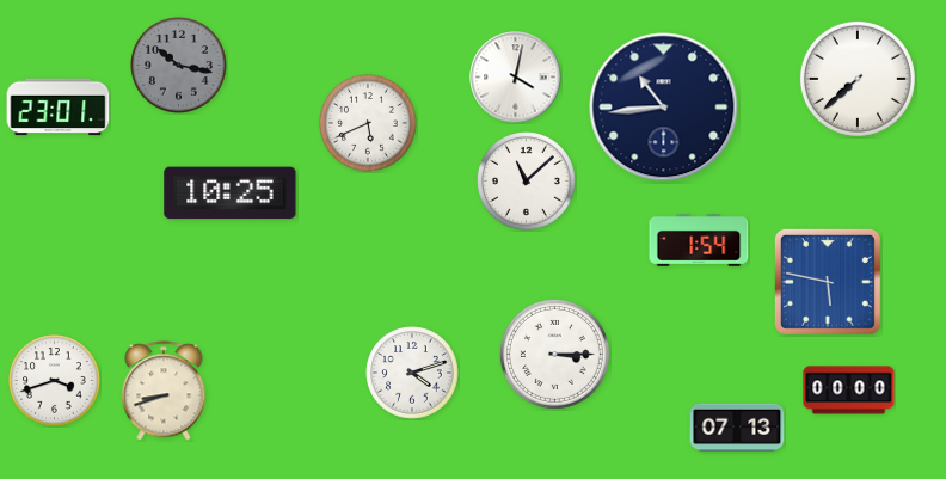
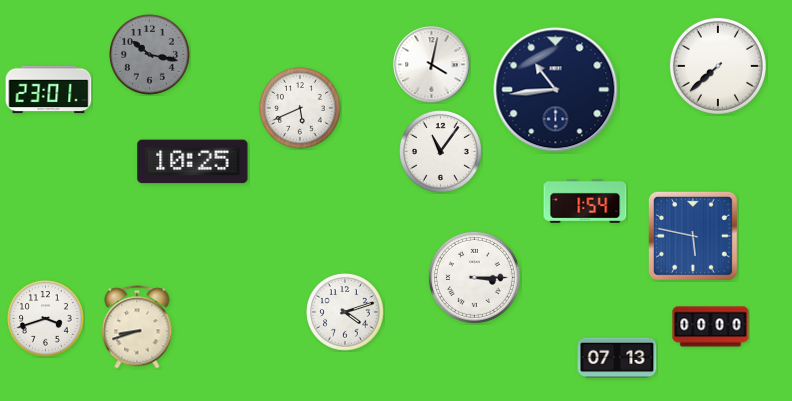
clock at (369, 124) position: (369, 124) -> (301, 109)
clock at (527, 182): 11:08 -> 11:06
clock at (554, 354) position: (554, 354) -> (474, 277)
